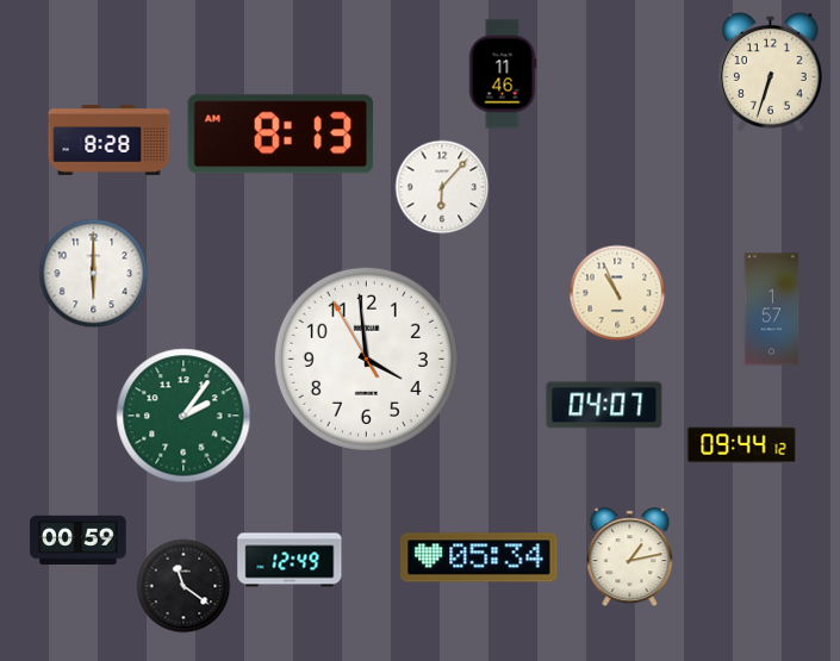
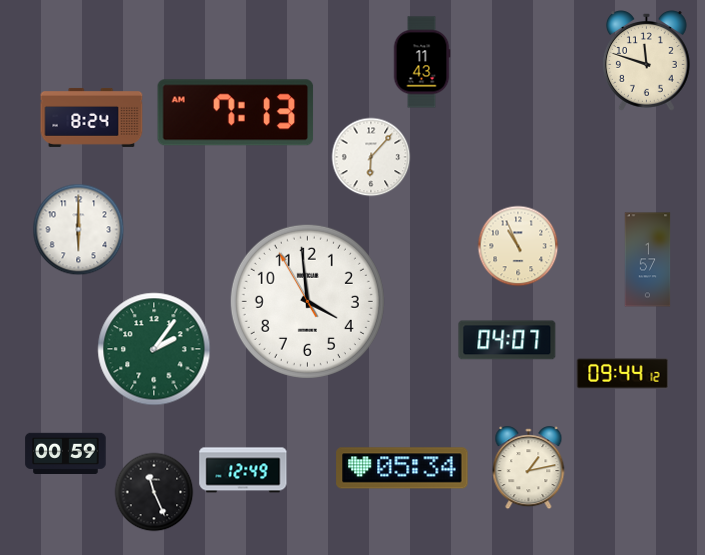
clock at (770, 73): 6:33 -> 11:48
clock at (503, 74): 11:46 -> 11:43
clock at (281, 135): 8:13 -> 7:13
clock at (110, 139): 8:28 -> 8:24
clock at (183, 586): 11:21 -> 11:26
